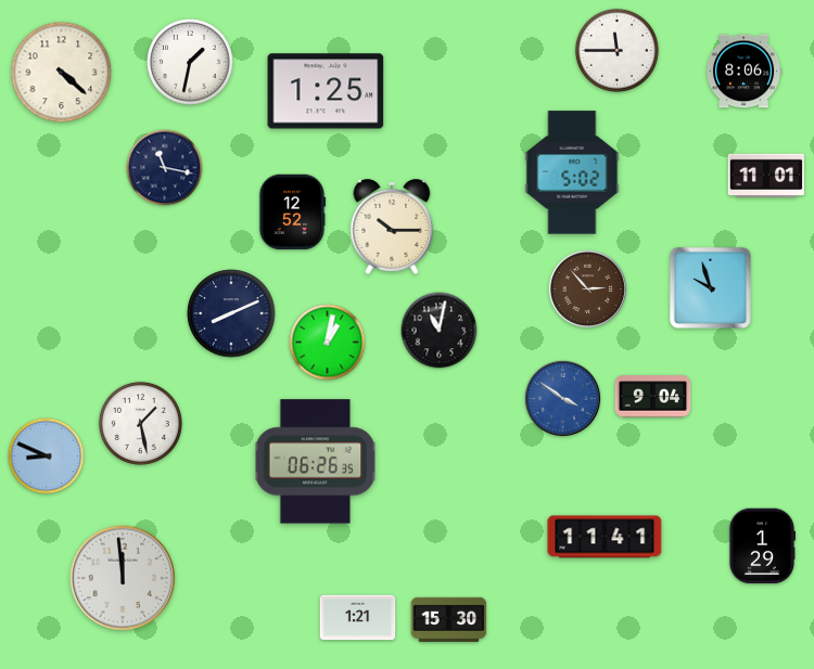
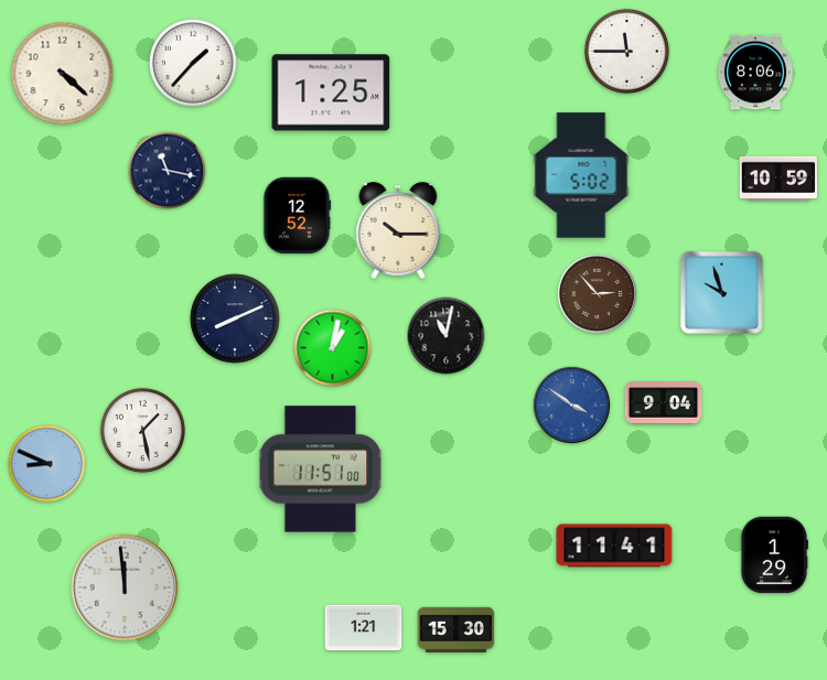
clock at (190, 62): 1:32 -> 1:37
clock at (765, 175): 11:01 -> 10:59
clock at (316, 462): 06:26 -> 11:51
